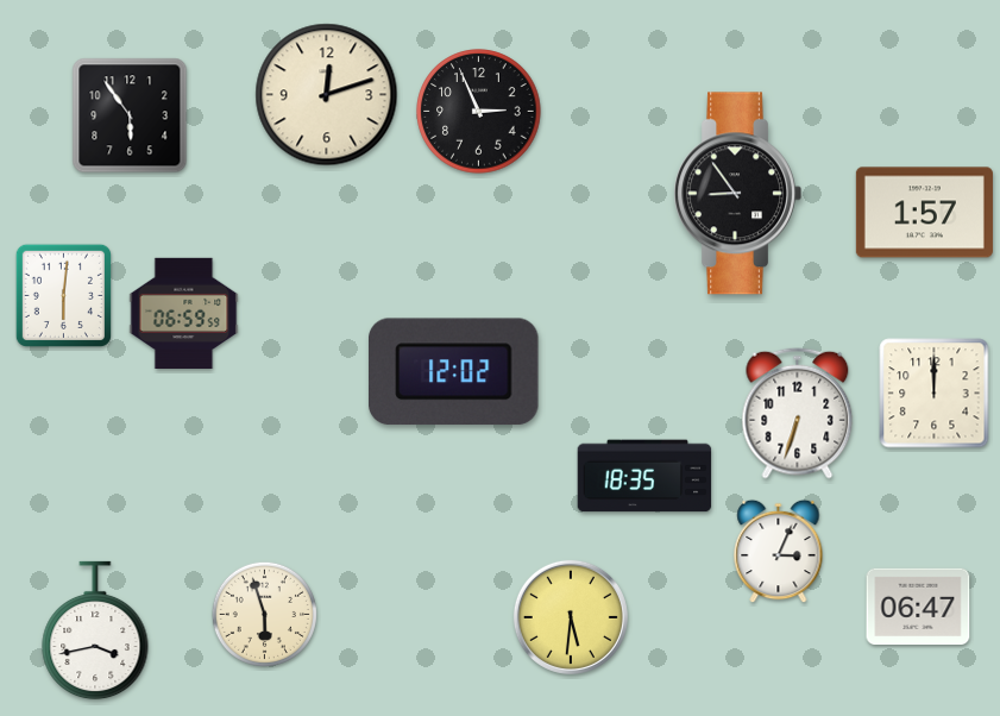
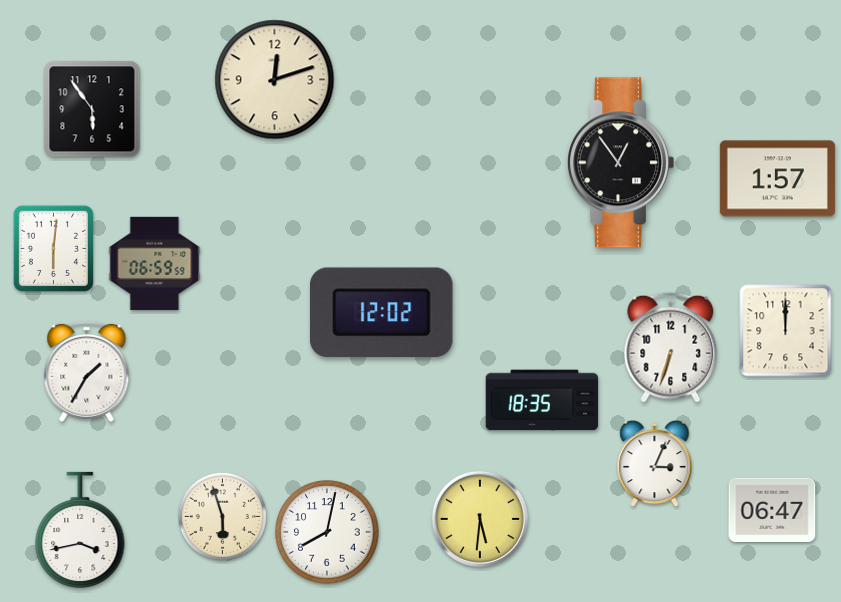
clock at (479, 112): 2:56 -> none
clock at (130, 115) position: (130, 115) -> (92, 109)
clock at (737, 194): 8:54 -> 12:54
clock at (87, 371): none -> 1:35
clock at (327, 532): none -> 8:02
